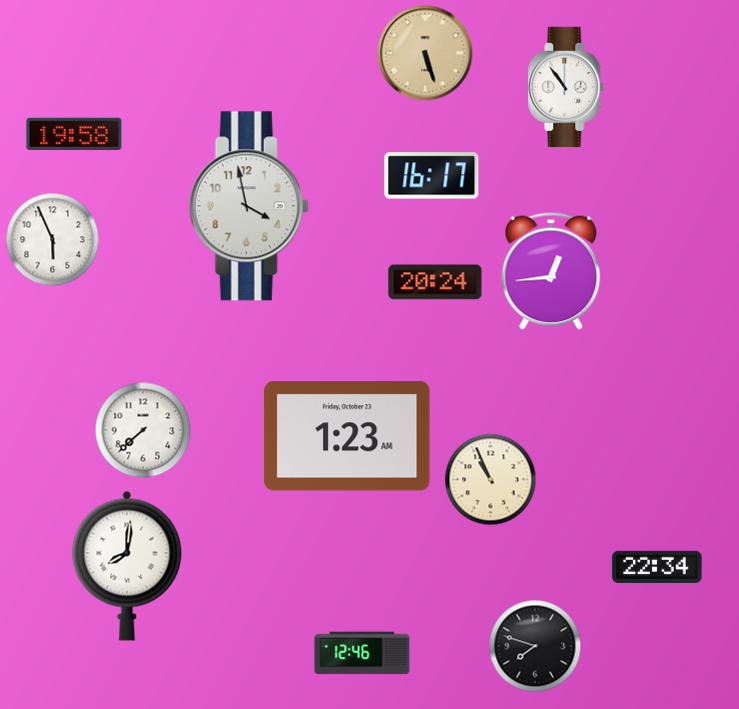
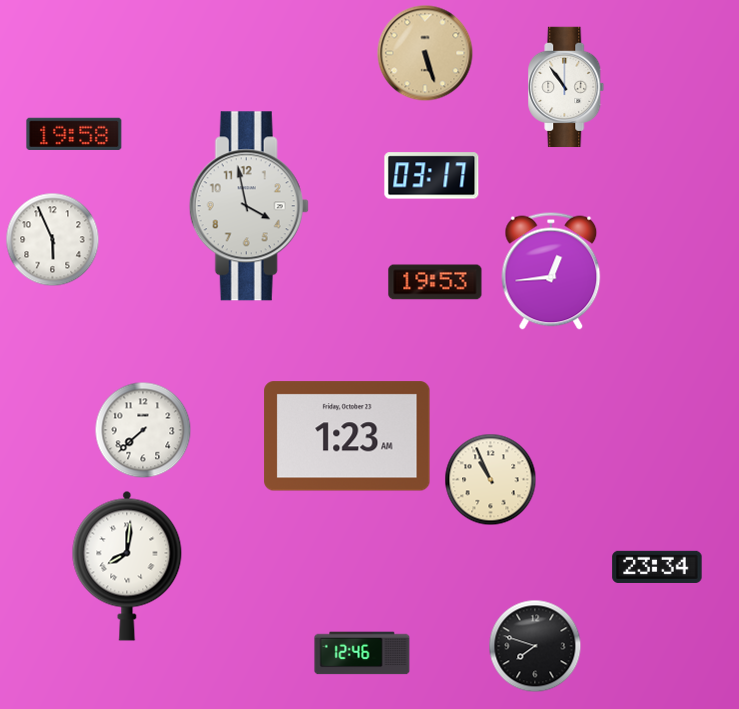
clock at (432, 176): 16:17 -> 03:17
clock at (435, 282): 20:24 -> 19:53
clock at (657, 567): 22:34 -> 23:34
